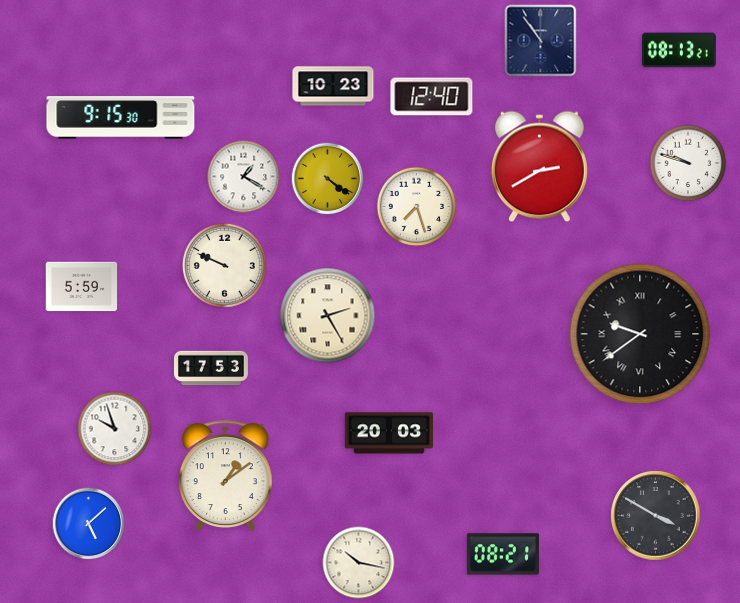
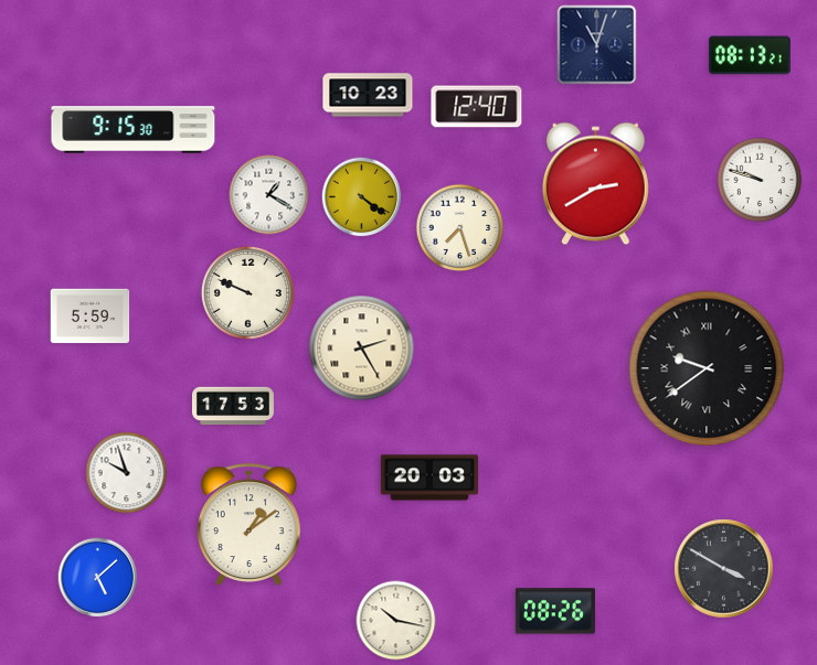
clock at (541, 41): 10:54 -> 11:03
clock at (503, 554): 08:21 -> 08:26
